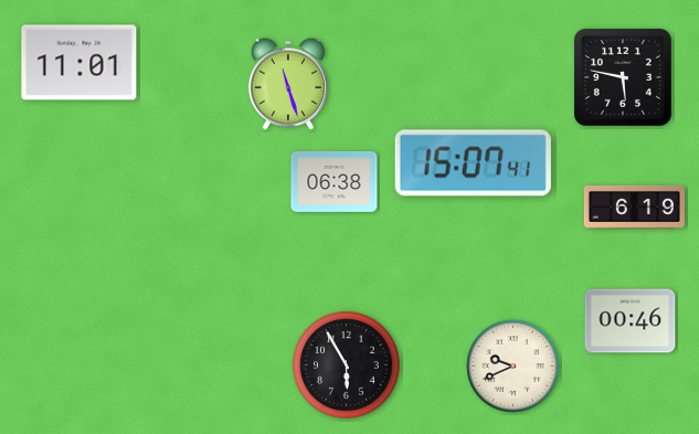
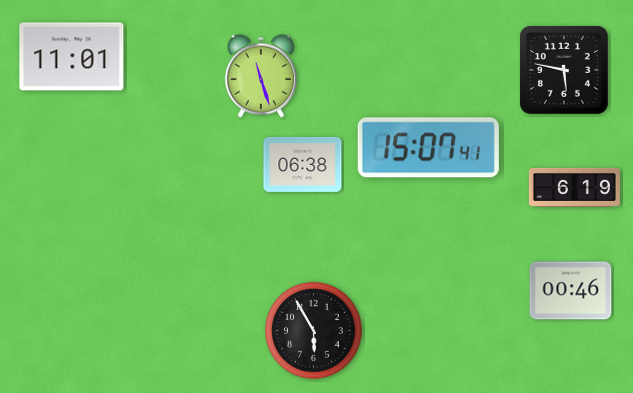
clock at (513, 367): 9:41 -> none
